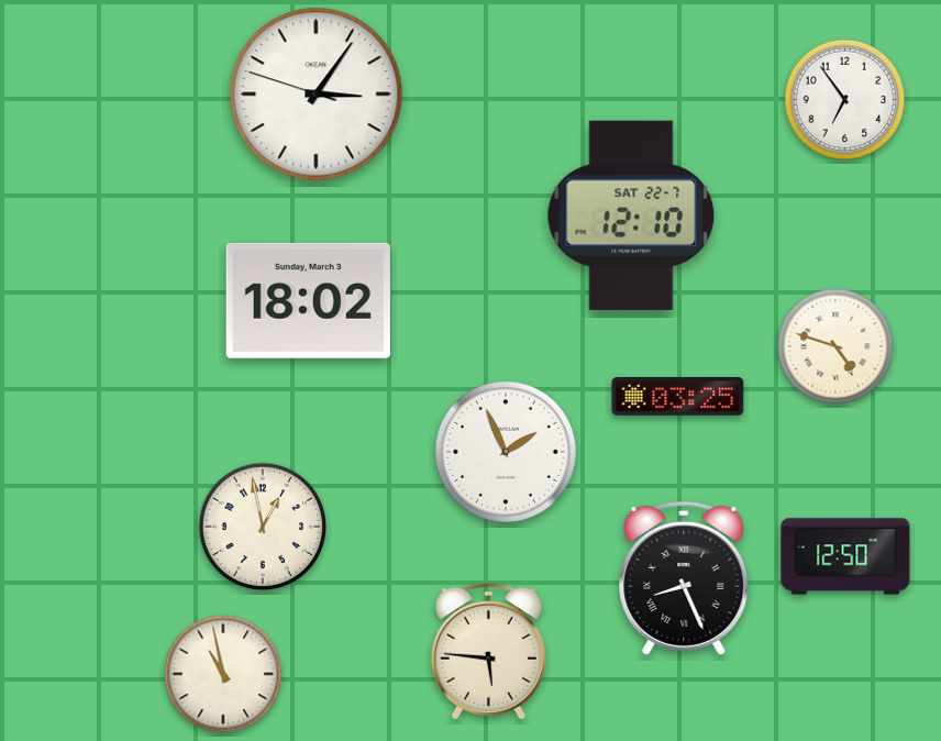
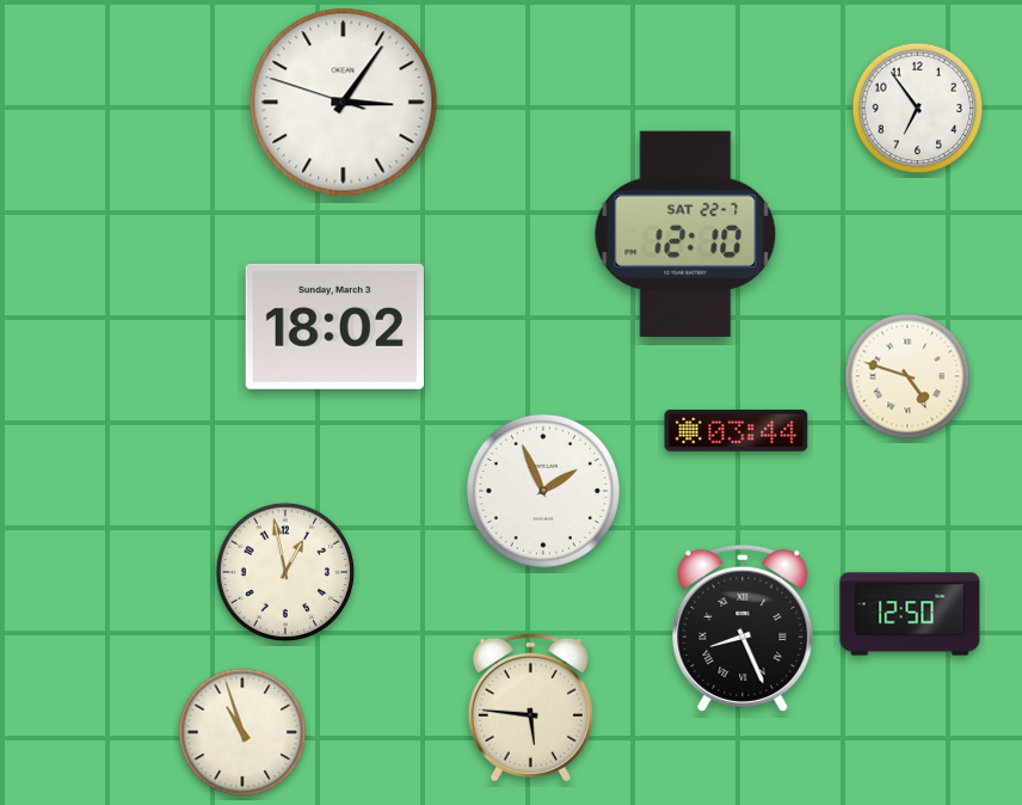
clock at (678, 396): 03:25 -> 03:44
clock at (506, 452) position: (506, 452) -> (543, 491)
clock at (845, 556) position: (845, 556) -> (910, 614)
clock at (223, 674): 10:58 -> 10:57
